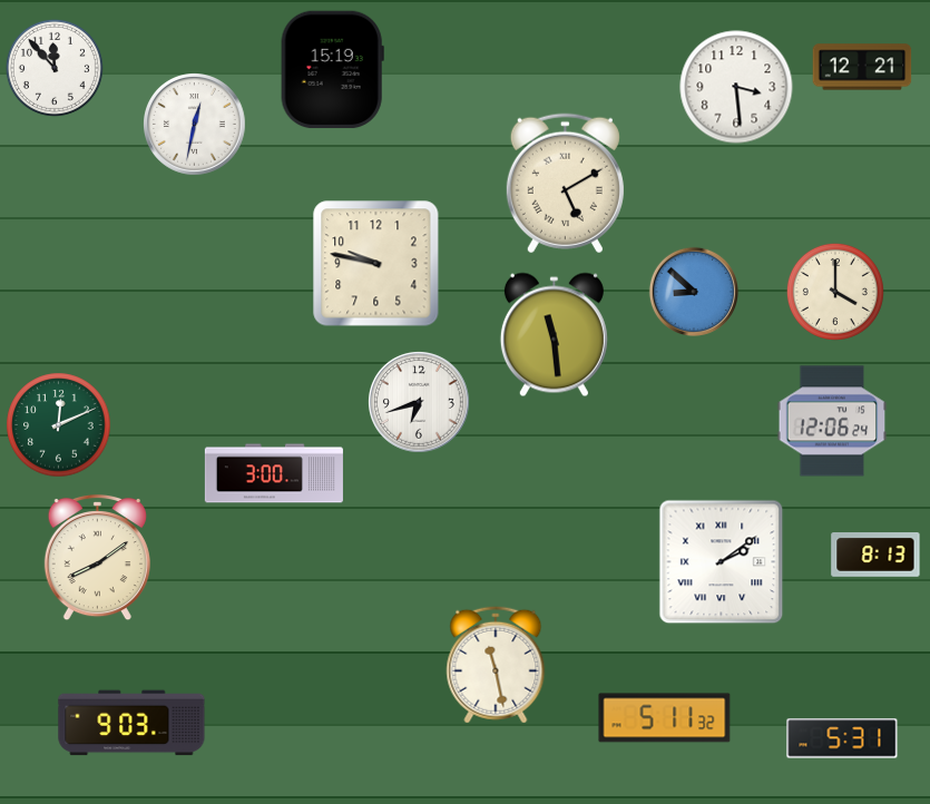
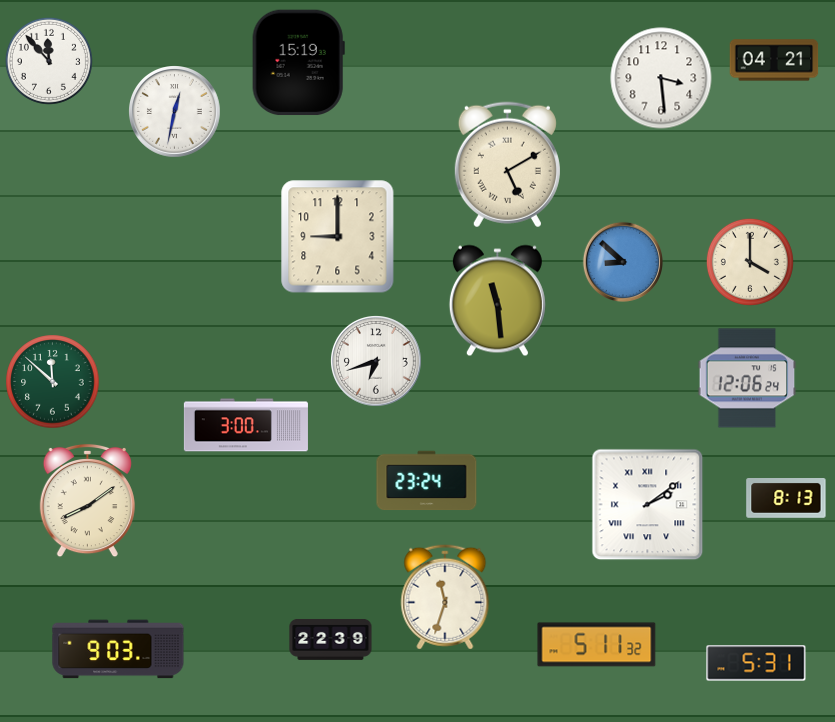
clock at (862, 67): 12:21 -> 04:21
clock at (376, 264): 9:47 -> 9:00
clock at (59, 425): 12:11 -> 11:52
clock at (427, 481): none -> 23:24
clock at (496, 665): 11:28 -> 11:33
clock at (331, 639): none -> 22:39
